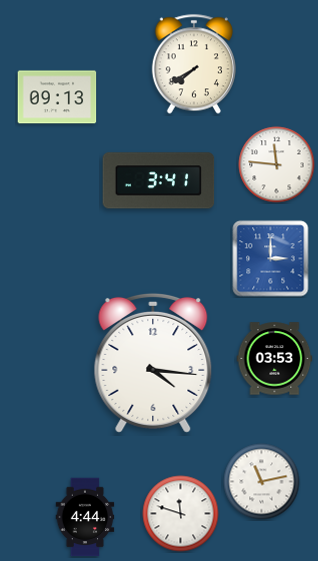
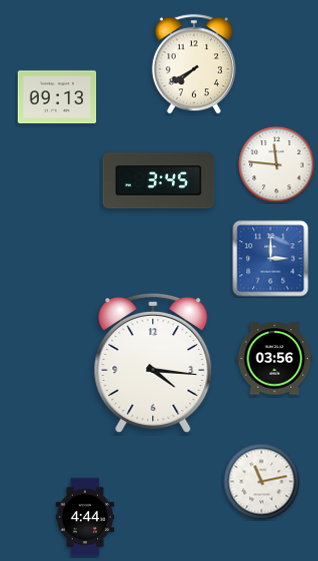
clock at (159, 181): 3:41 -> 3:45
clock at (275, 359): 03:53 -> 03:56
clock at (181, 514): 11:48 -> none
